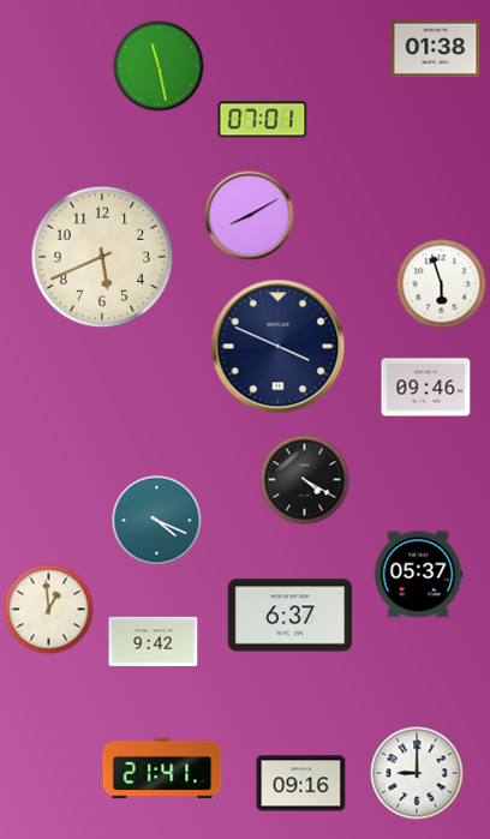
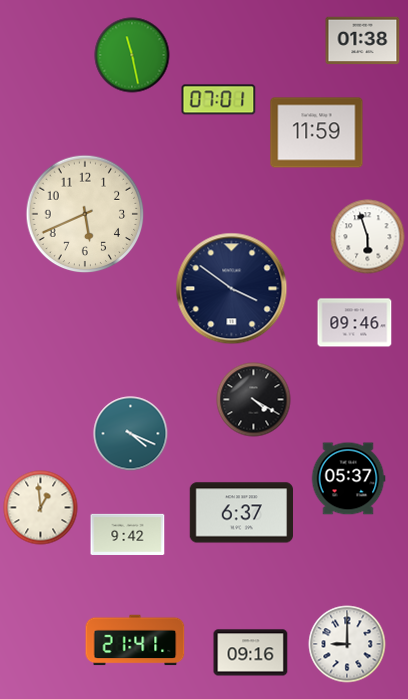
clock at (317, 133): none -> 11:59
clock at (250, 216): 8:10 -> none
clock at (279, 347): 3:49 -> 3:51
